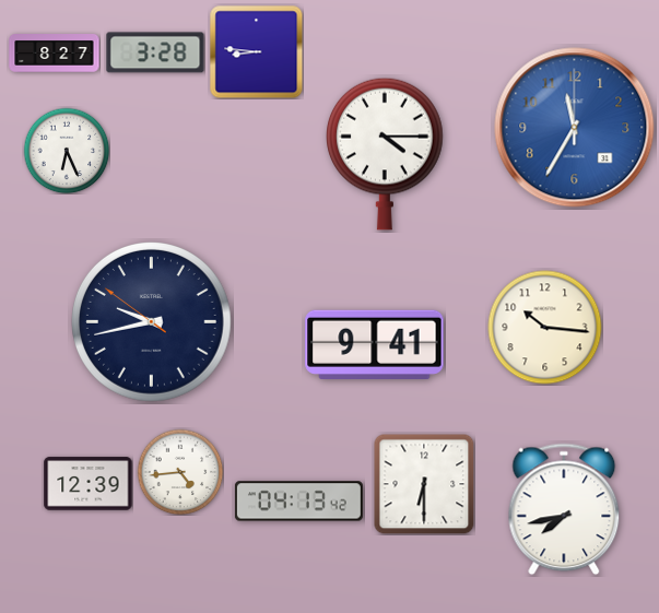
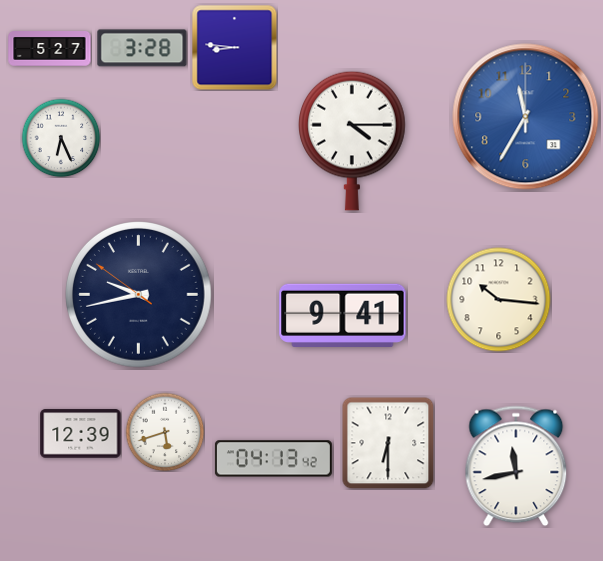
clock at (55, 54): 8:27 -> 5:27
clock at (180, 472): 4:44 -> 5:42
clock at (89, 484) position: (89, 484) -> (81, 434)
clock at (564, 509): 7:43 -> 11:43
